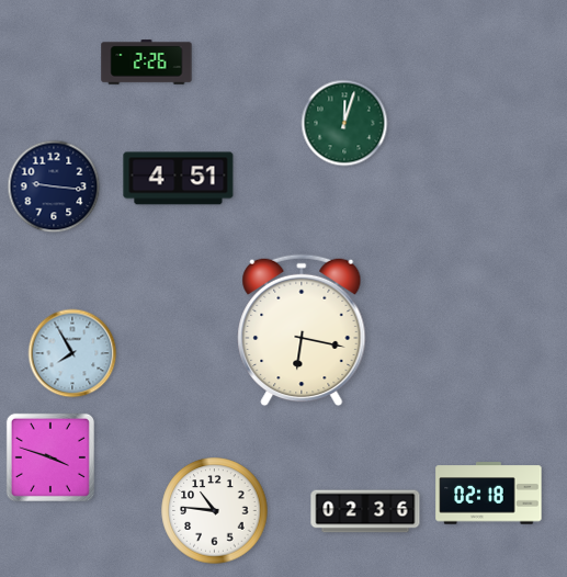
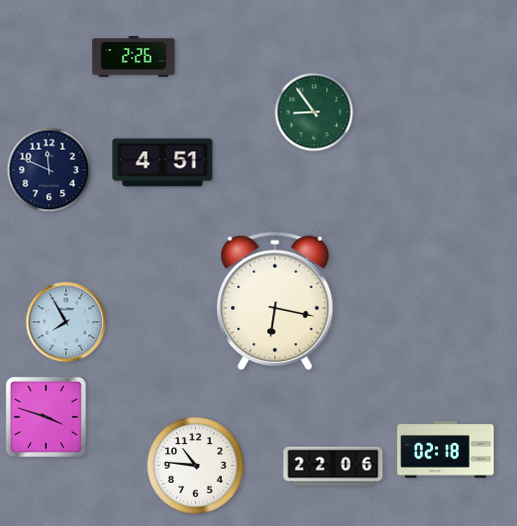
clock at (344, 123): 12:03 -> 8:54
clock at (54, 186): 9:16 -> 11:49
clock at (365, 511): 02:36 -> 22:06
